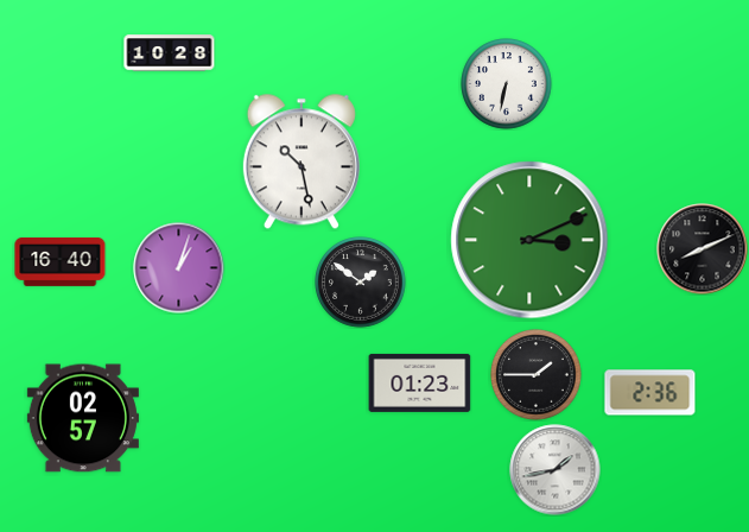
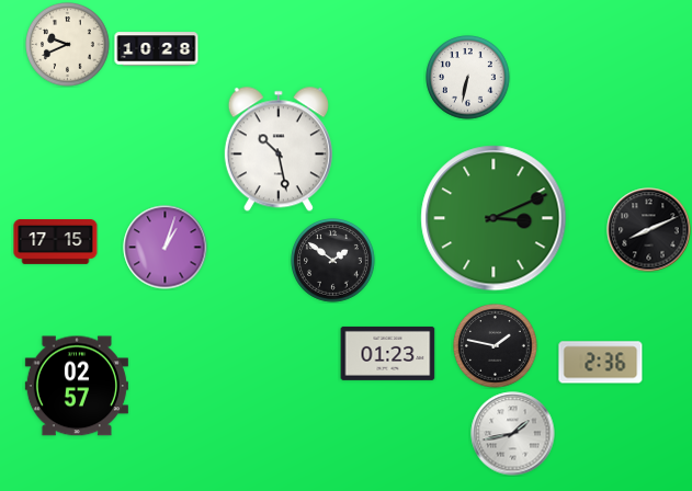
clock at (68, 45): none -> 9:41
clock at (529, 240) position: (529, 240) -> (494, 218)
clock at (61, 262): 16:40 -> 17:15
clock at (537, 375): 1:45 -> 1:47
